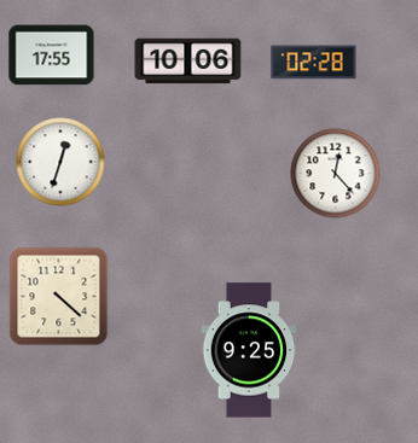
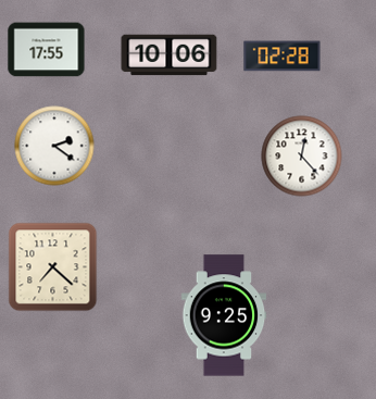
clock at (60, 162): 12:33 -> 2:21
clock at (59, 297): 4:22 -> 7:22
